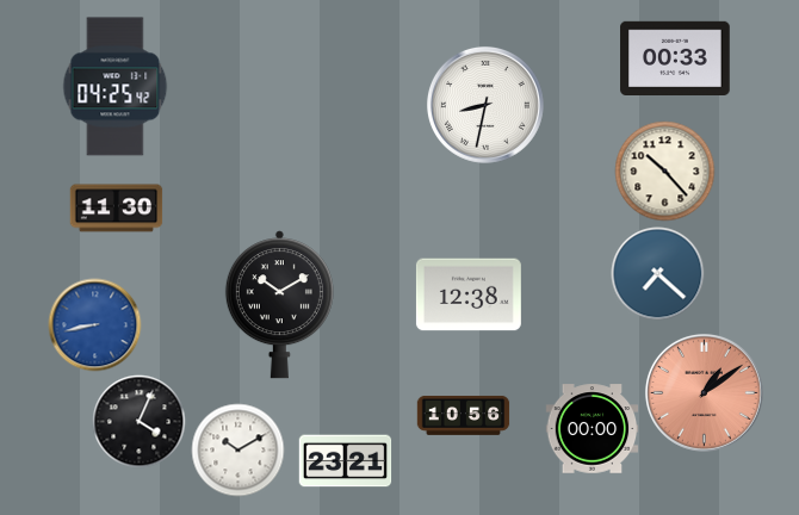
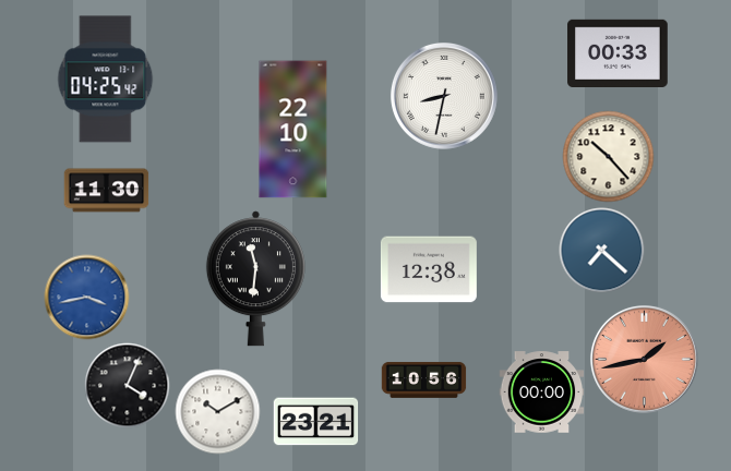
clock at (293, 130): none -> 22:10
clock at (279, 305): 10:10 -> 11:31
clock at (94, 324): 8:43 -> 3:43
clock at (704, 392): 1:09 -> 1:43
